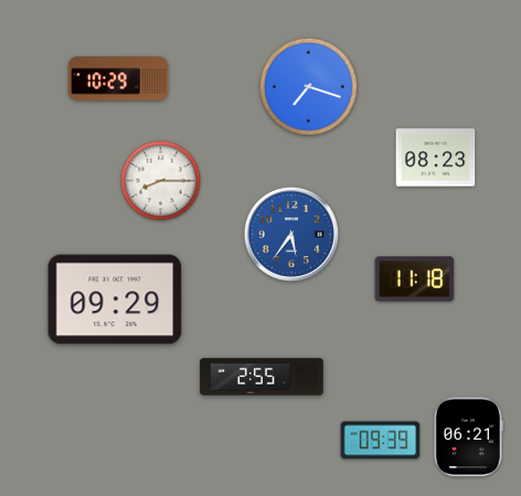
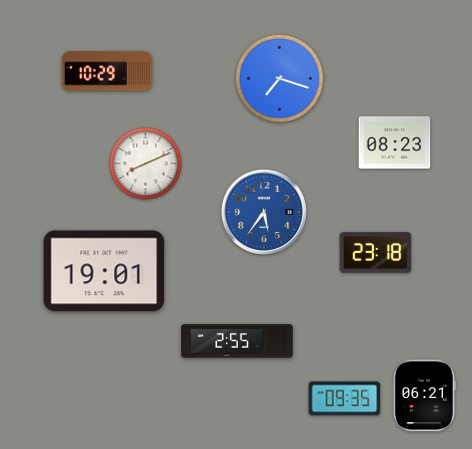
clock at (161, 181): 8:15 -> 8:11
clock at (415, 279): 11:18 -> 23:18
clock at (115, 299): 09:29 -> 19:01
clock at (381, 441): 09:39 -> 09:35
